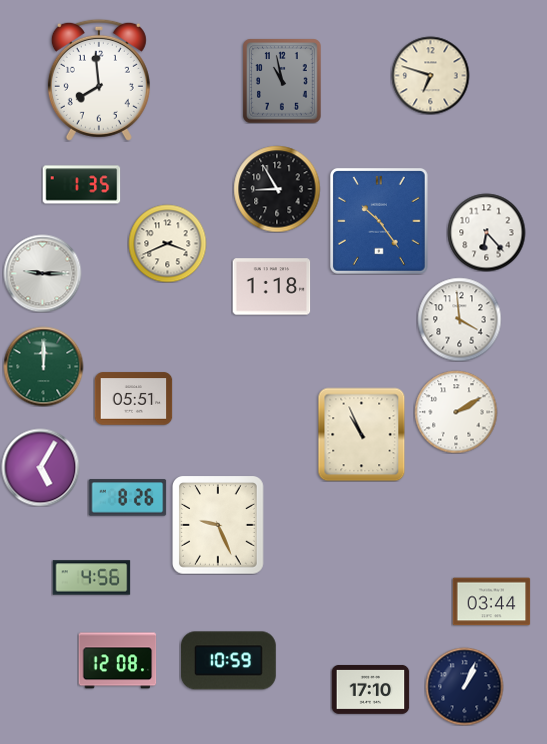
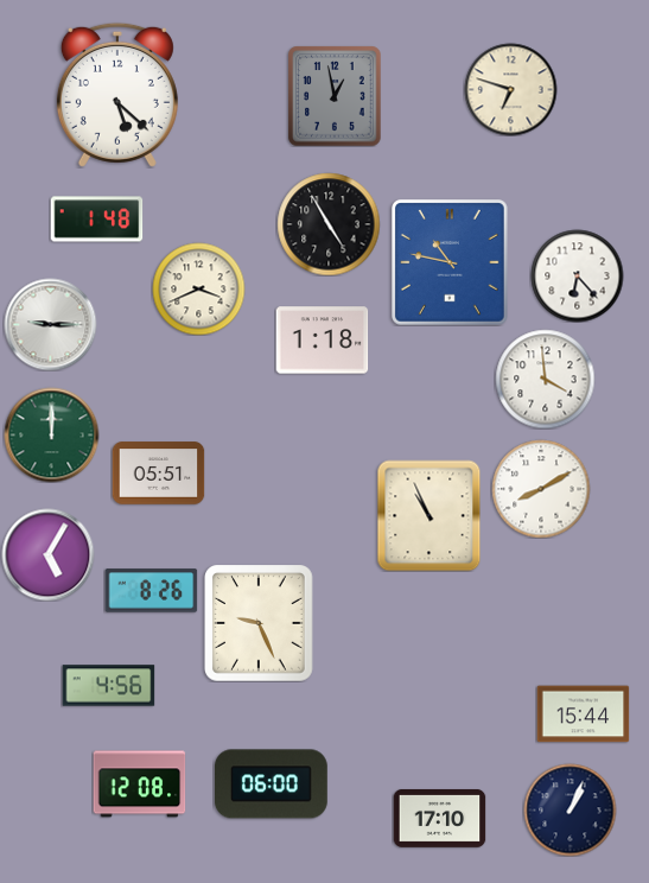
clock at (99, 80): 7:59 -> 5:22
clock at (282, 81): 10:58 -> 12:58
clock at (81, 185): 1:35 -> 1:48
clock at (277, 189): 8:55 -> 4:55
clock at (380, 222): 10:24 -> 10:47
clock at (456, 412): 2:10 -> 8:10
clock at (491, 602): 03:44 -> 15:44
clock at (228, 661): 10:59 -> 06:00
clock at (464, 686) position: (464, 686) -> (570, 809)
